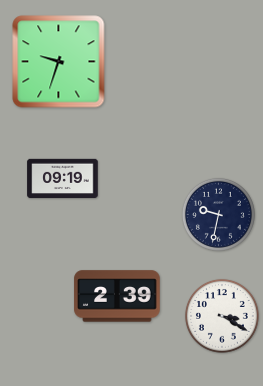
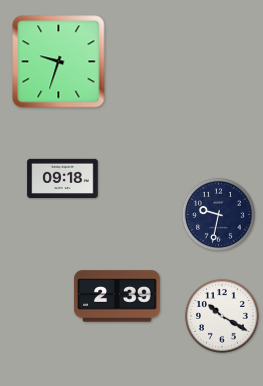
clock at (63, 179): 09:19 -> 09:18
clock at (222, 316): 3:20 -> 10:20
